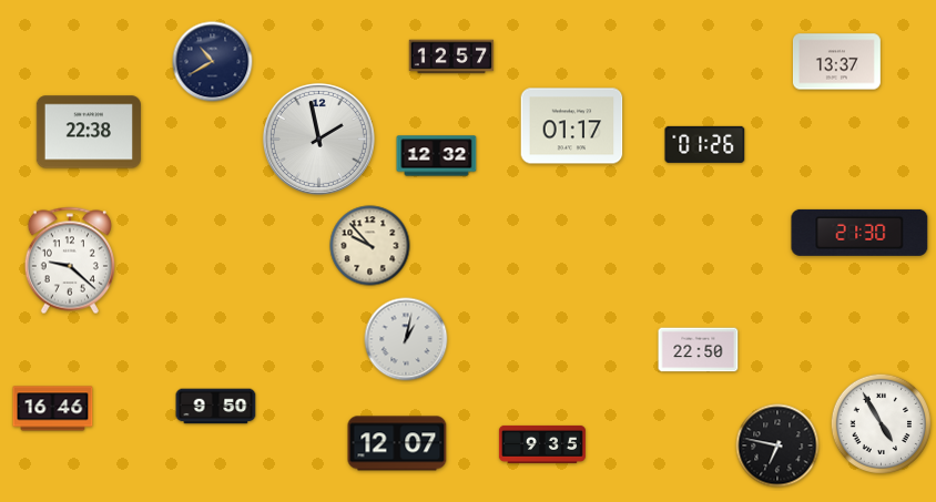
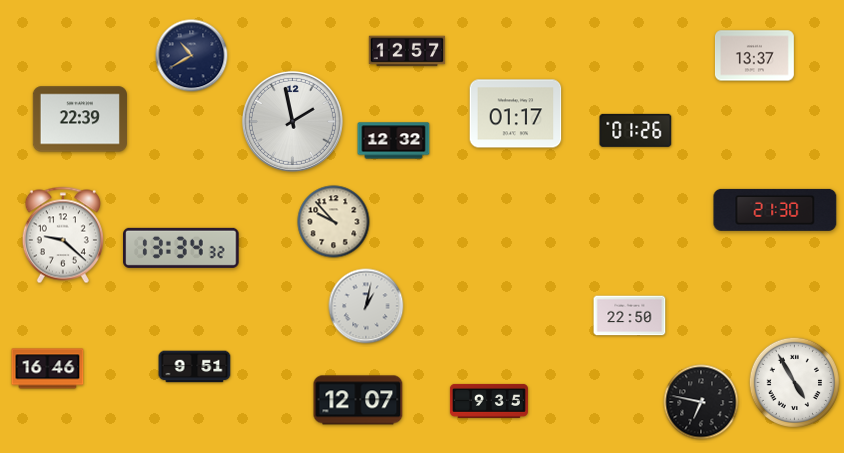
clock at (89, 132): 22:38 -> 22:39
clock at (318, 139) position: (318, 139) -> (292, 121)
clock at (181, 248): none -> 13:34
clock at (216, 407): 9:50 -> 9:51
